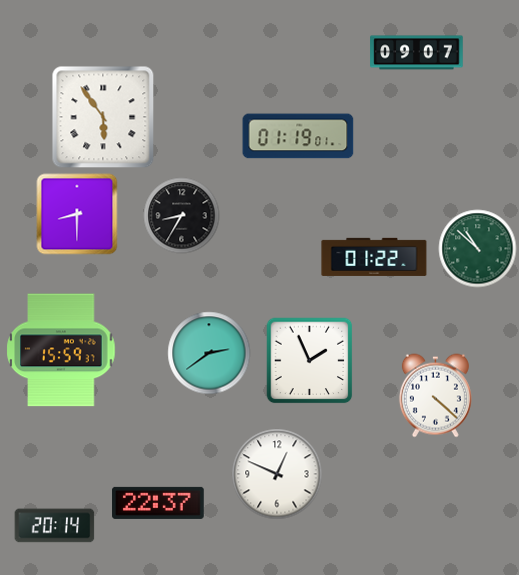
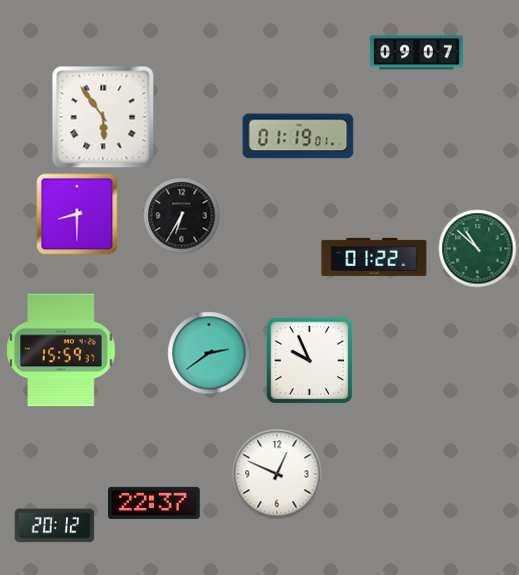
clock at (182, 216): 8:35 -> 6:35
clock at (310, 361): 1:56 -> 9:56
clock at (435, 396): 4:22 -> none
clock at (158, 503) position: (158, 503) -> (154, 503)
clock at (55, 526): 20:14 -> 20:12
